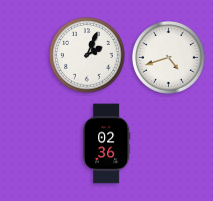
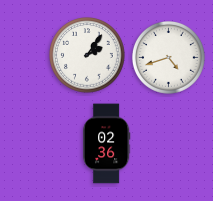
clock at (87, 55): 2:04 -> 2:06
